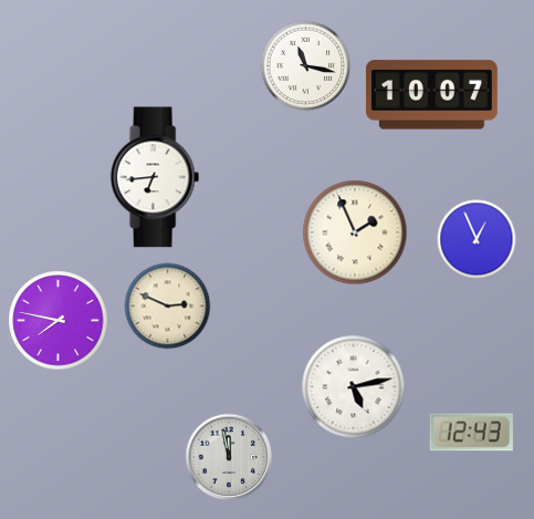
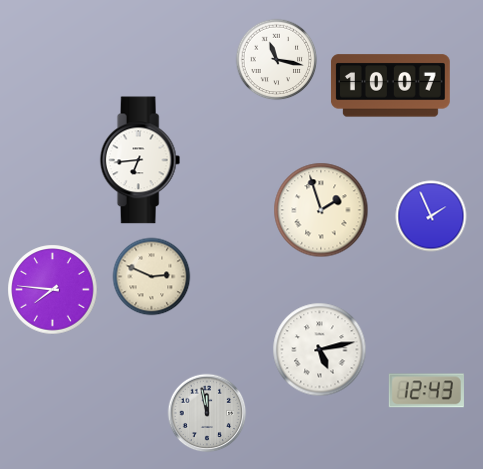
clock at (355, 232): 1:56 -> 1:57
clock at (477, 239): 12:56 -> 1:56
clock at (59, 321): 7:47 -> 7:46
